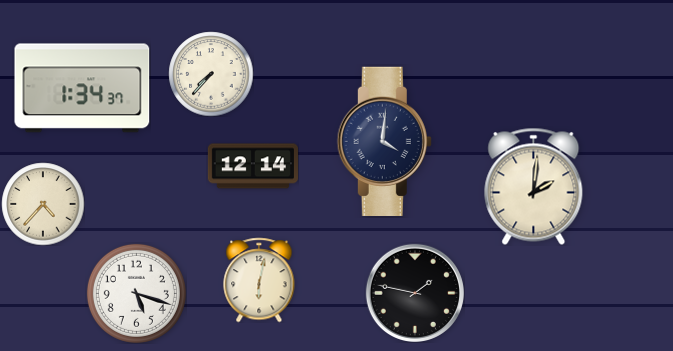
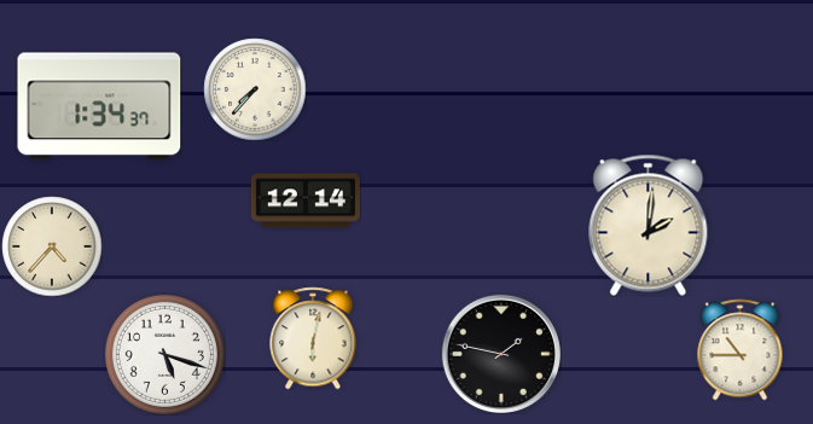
clock at (384, 141): 4:01 -> none
clock at (534, 186) position: (534, 186) -> (649, 225)
clock at (741, 349): none -> 10:45
